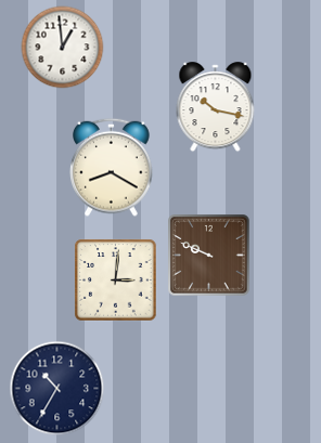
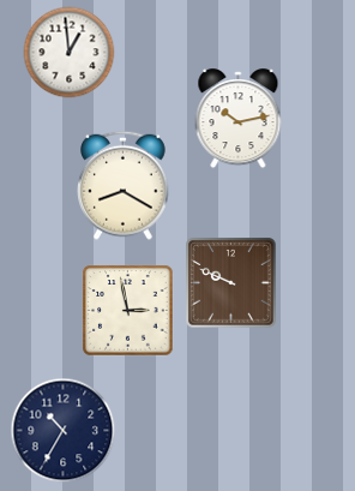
clock at (216, 107): 10:17 -> 10:13
clock at (116, 281): 3:01 -> 2:58
